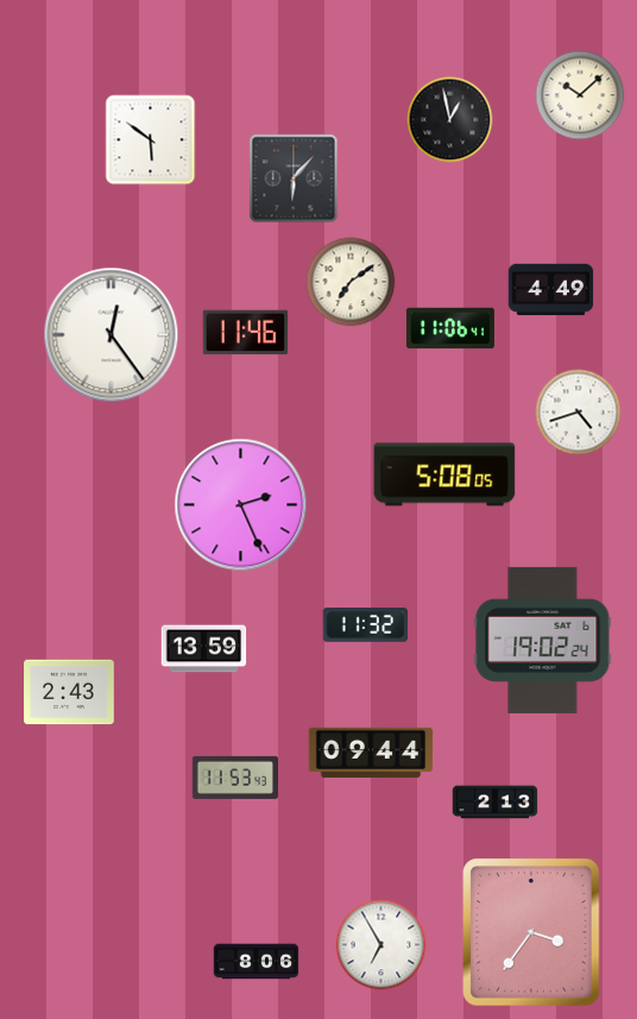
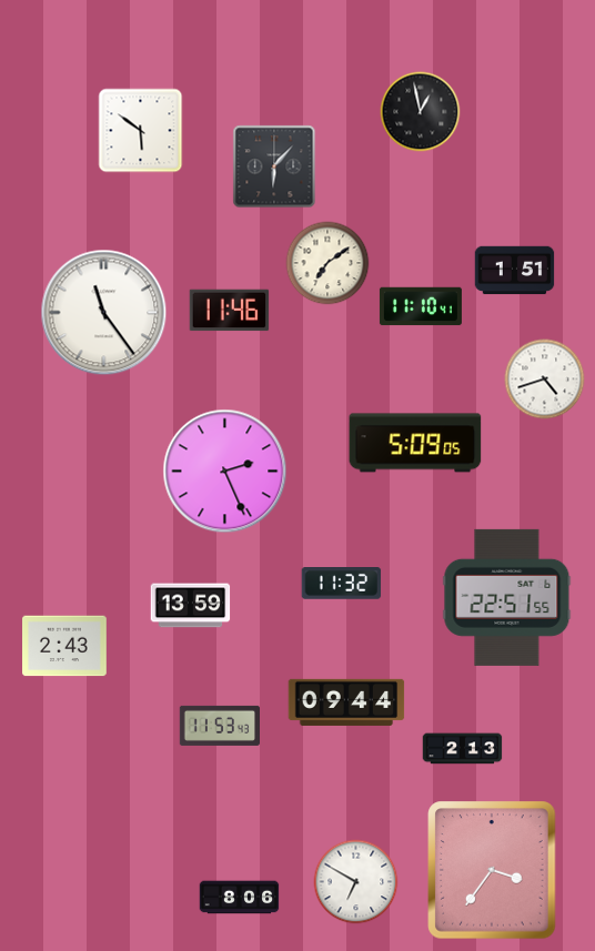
clock at (580, 95): 10:08 -> none
clock at (551, 290): 4:49 -> 1:51
clock at (450, 328): 11:06 -> 11:10
clock at (112, 335): 12:24 -> 11:24
clock at (579, 413) position: (579, 413) -> (545, 380)
clock at (444, 474): 5:08 -> 5:09
clock at (543, 640): 19:02 -> 22:51
clock at (531, 932) position: (531, 932) -> (492, 870)
clock at (381, 945): 6:55 -> 6:50
